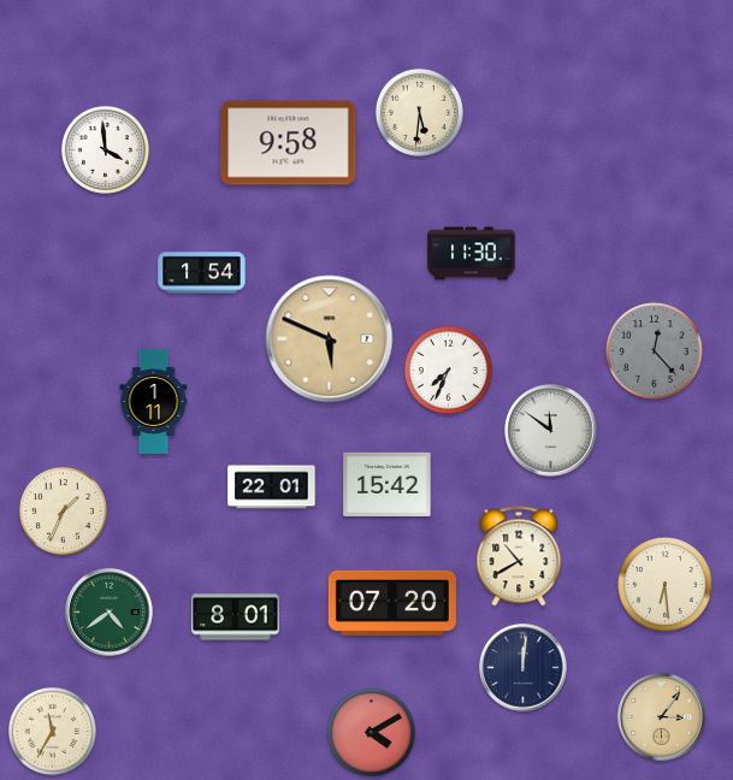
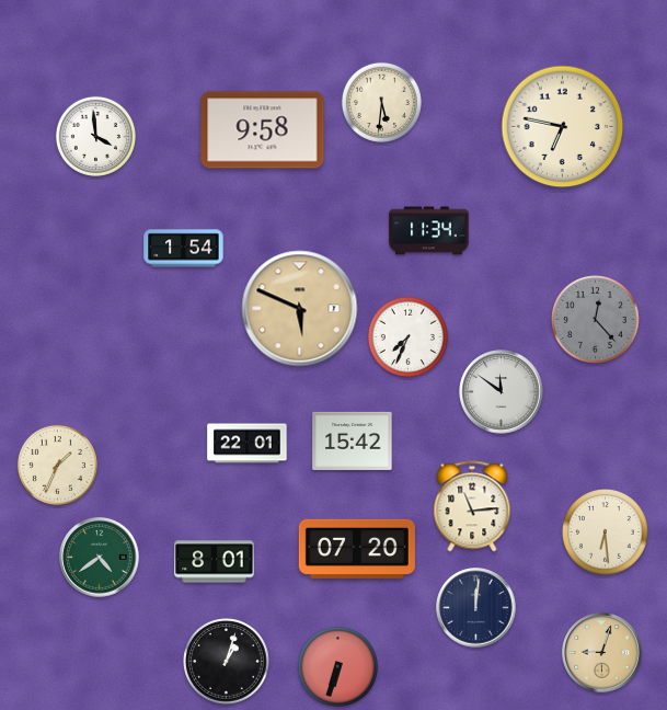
clock at (563, 127): none -> 6:47
clock at (472, 254): 11:30 -> 11:34
clock at (154, 401): 1:11 -> none
clock at (519, 556): 10:40 -> 11:14
clock at (662, 717): 3:06 -> 9:03
clock at (227, 662): none -> 1:03
clock at (52, 731): 11:35 -> none
clock at (371, 732): 4:10 -> 6:33
